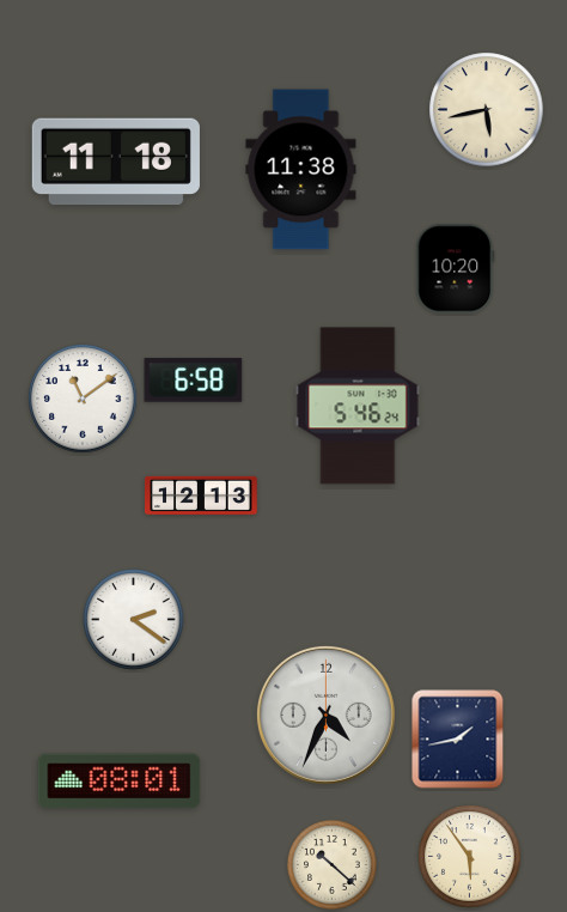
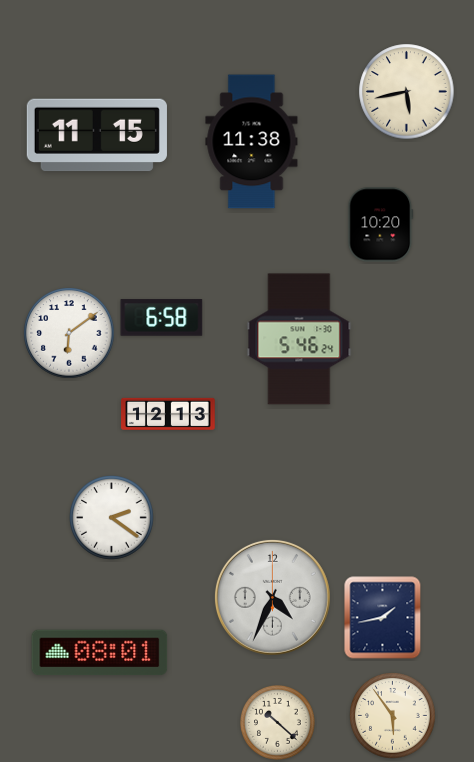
clock at (116, 162): 11:18 -> 11:15
clock at (83, 399): 11:09 -> 6:09
